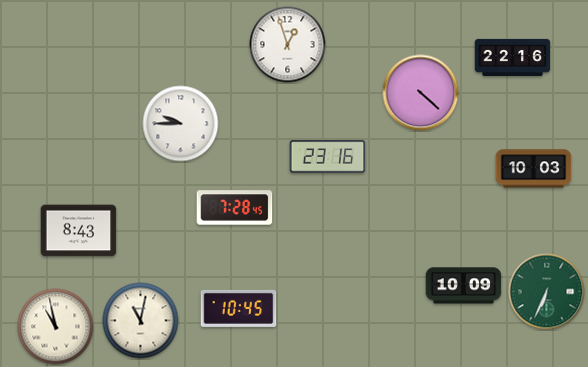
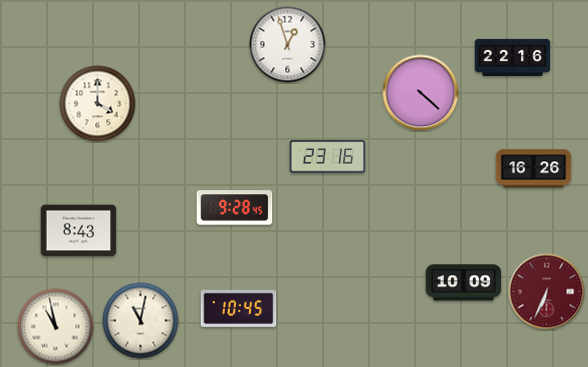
clock at (98, 104): none -> 4:00
clock at (181, 124): 9:45 -> none
clock at (534, 169): 10:03 -> 16:26
clock at (235, 208): 7:28 -> 9:28
clock at (464, 286) position: (464, 286) -> (464, 283)
clock at (547, 292) dial: green -> burgundy
